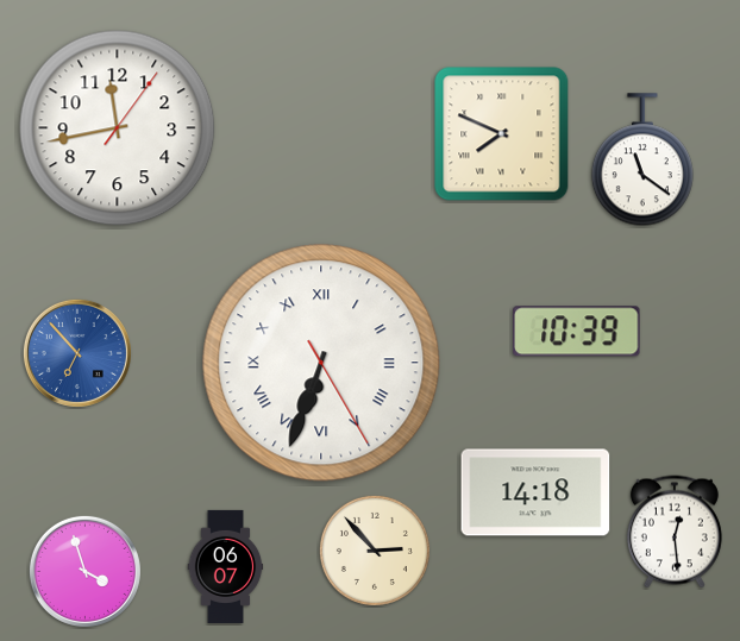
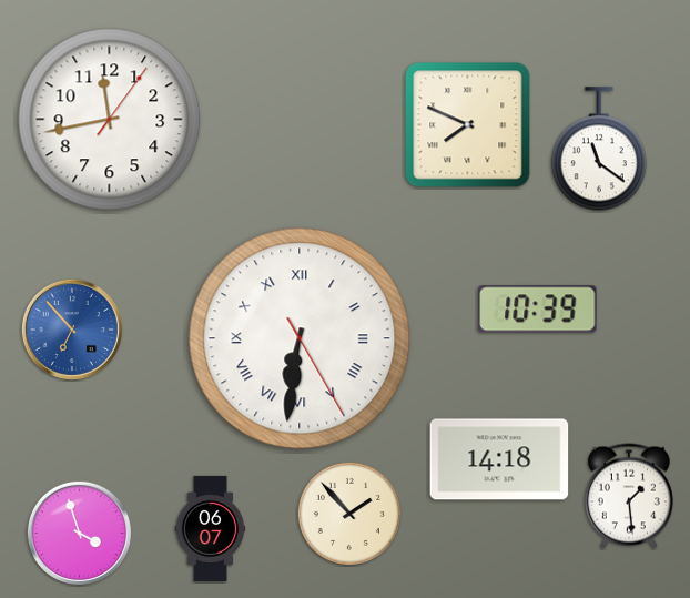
clock at (321, 363): 6:33 -> 6:31
clock at (675, 532): 12:29 -> 1:29
clock at (375, 551): 2:53 -> 1:53
